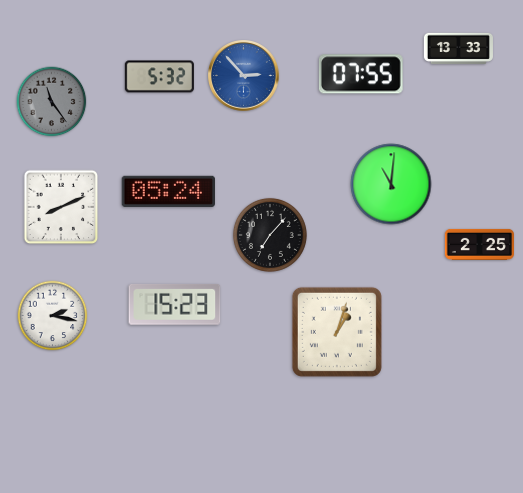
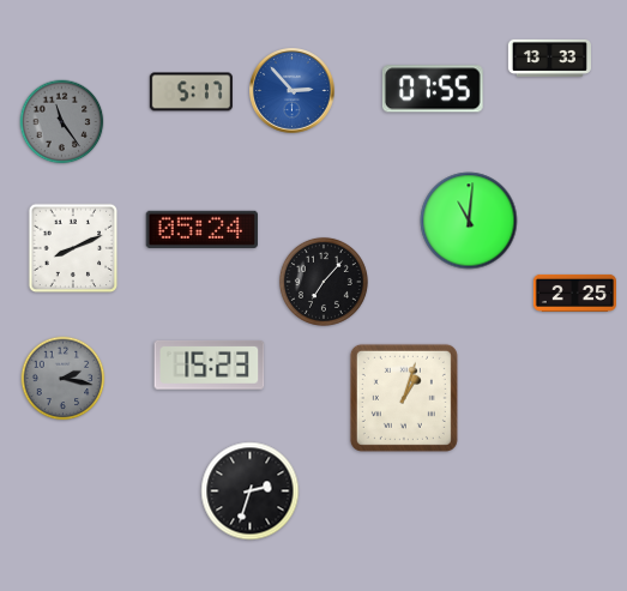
clock at (159, 77): 5:32 -> 5:17
clock at (53, 316) dial: white -> grey
clock at (251, 492): none -> 2:33
